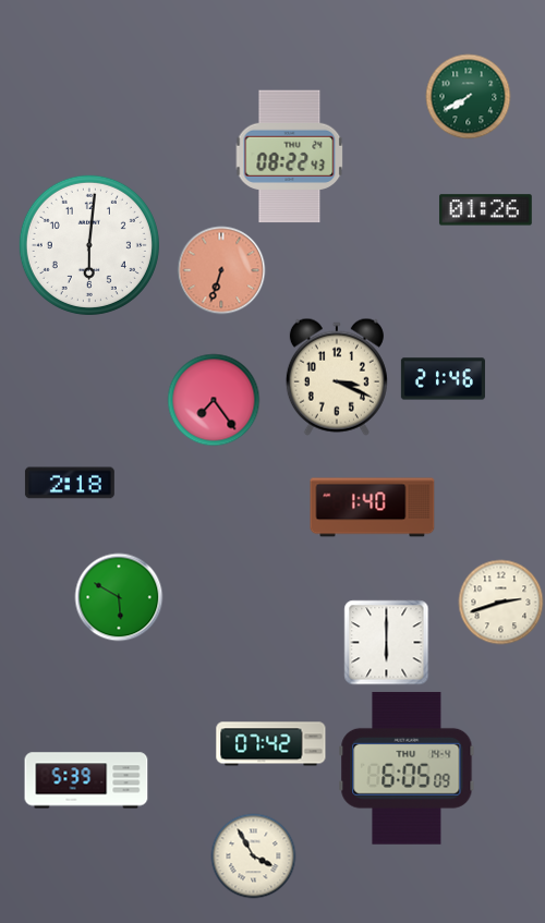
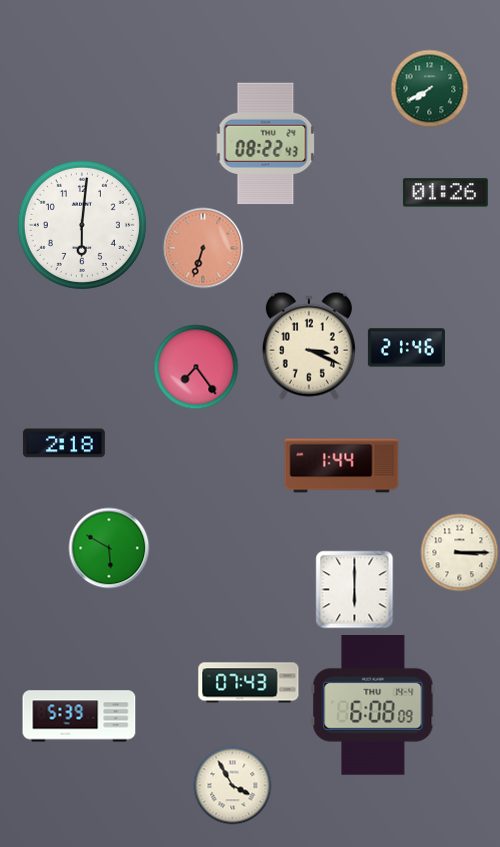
clock at (373, 508): 1:40 -> 1:44
clock at (500, 602): 2:42 -> 3:15
clock at (271, 744): 07:42 -> 07:43
clock at (407, 768): 6:05 -> 6:08
